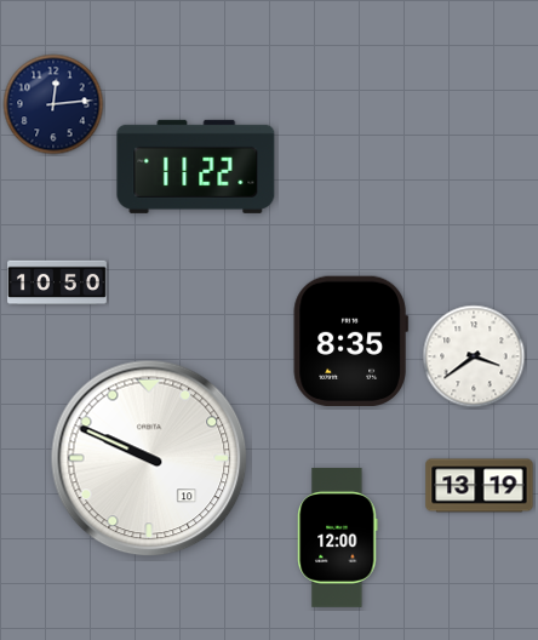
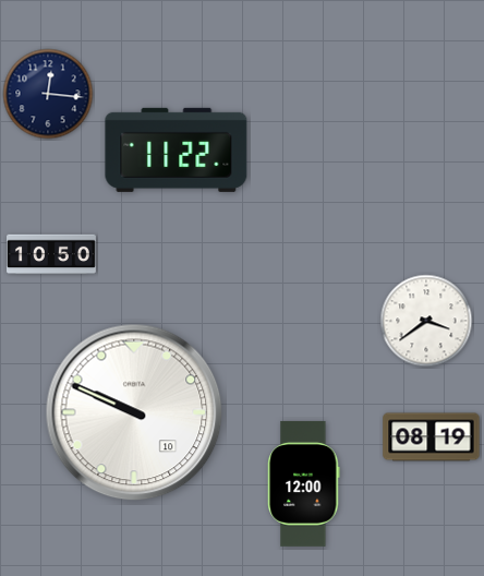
clock at (53, 104): 12:14 -> 12:16
clock at (350, 341): 8:35 -> none
clock at (480, 486): 13:19 -> 08:19
